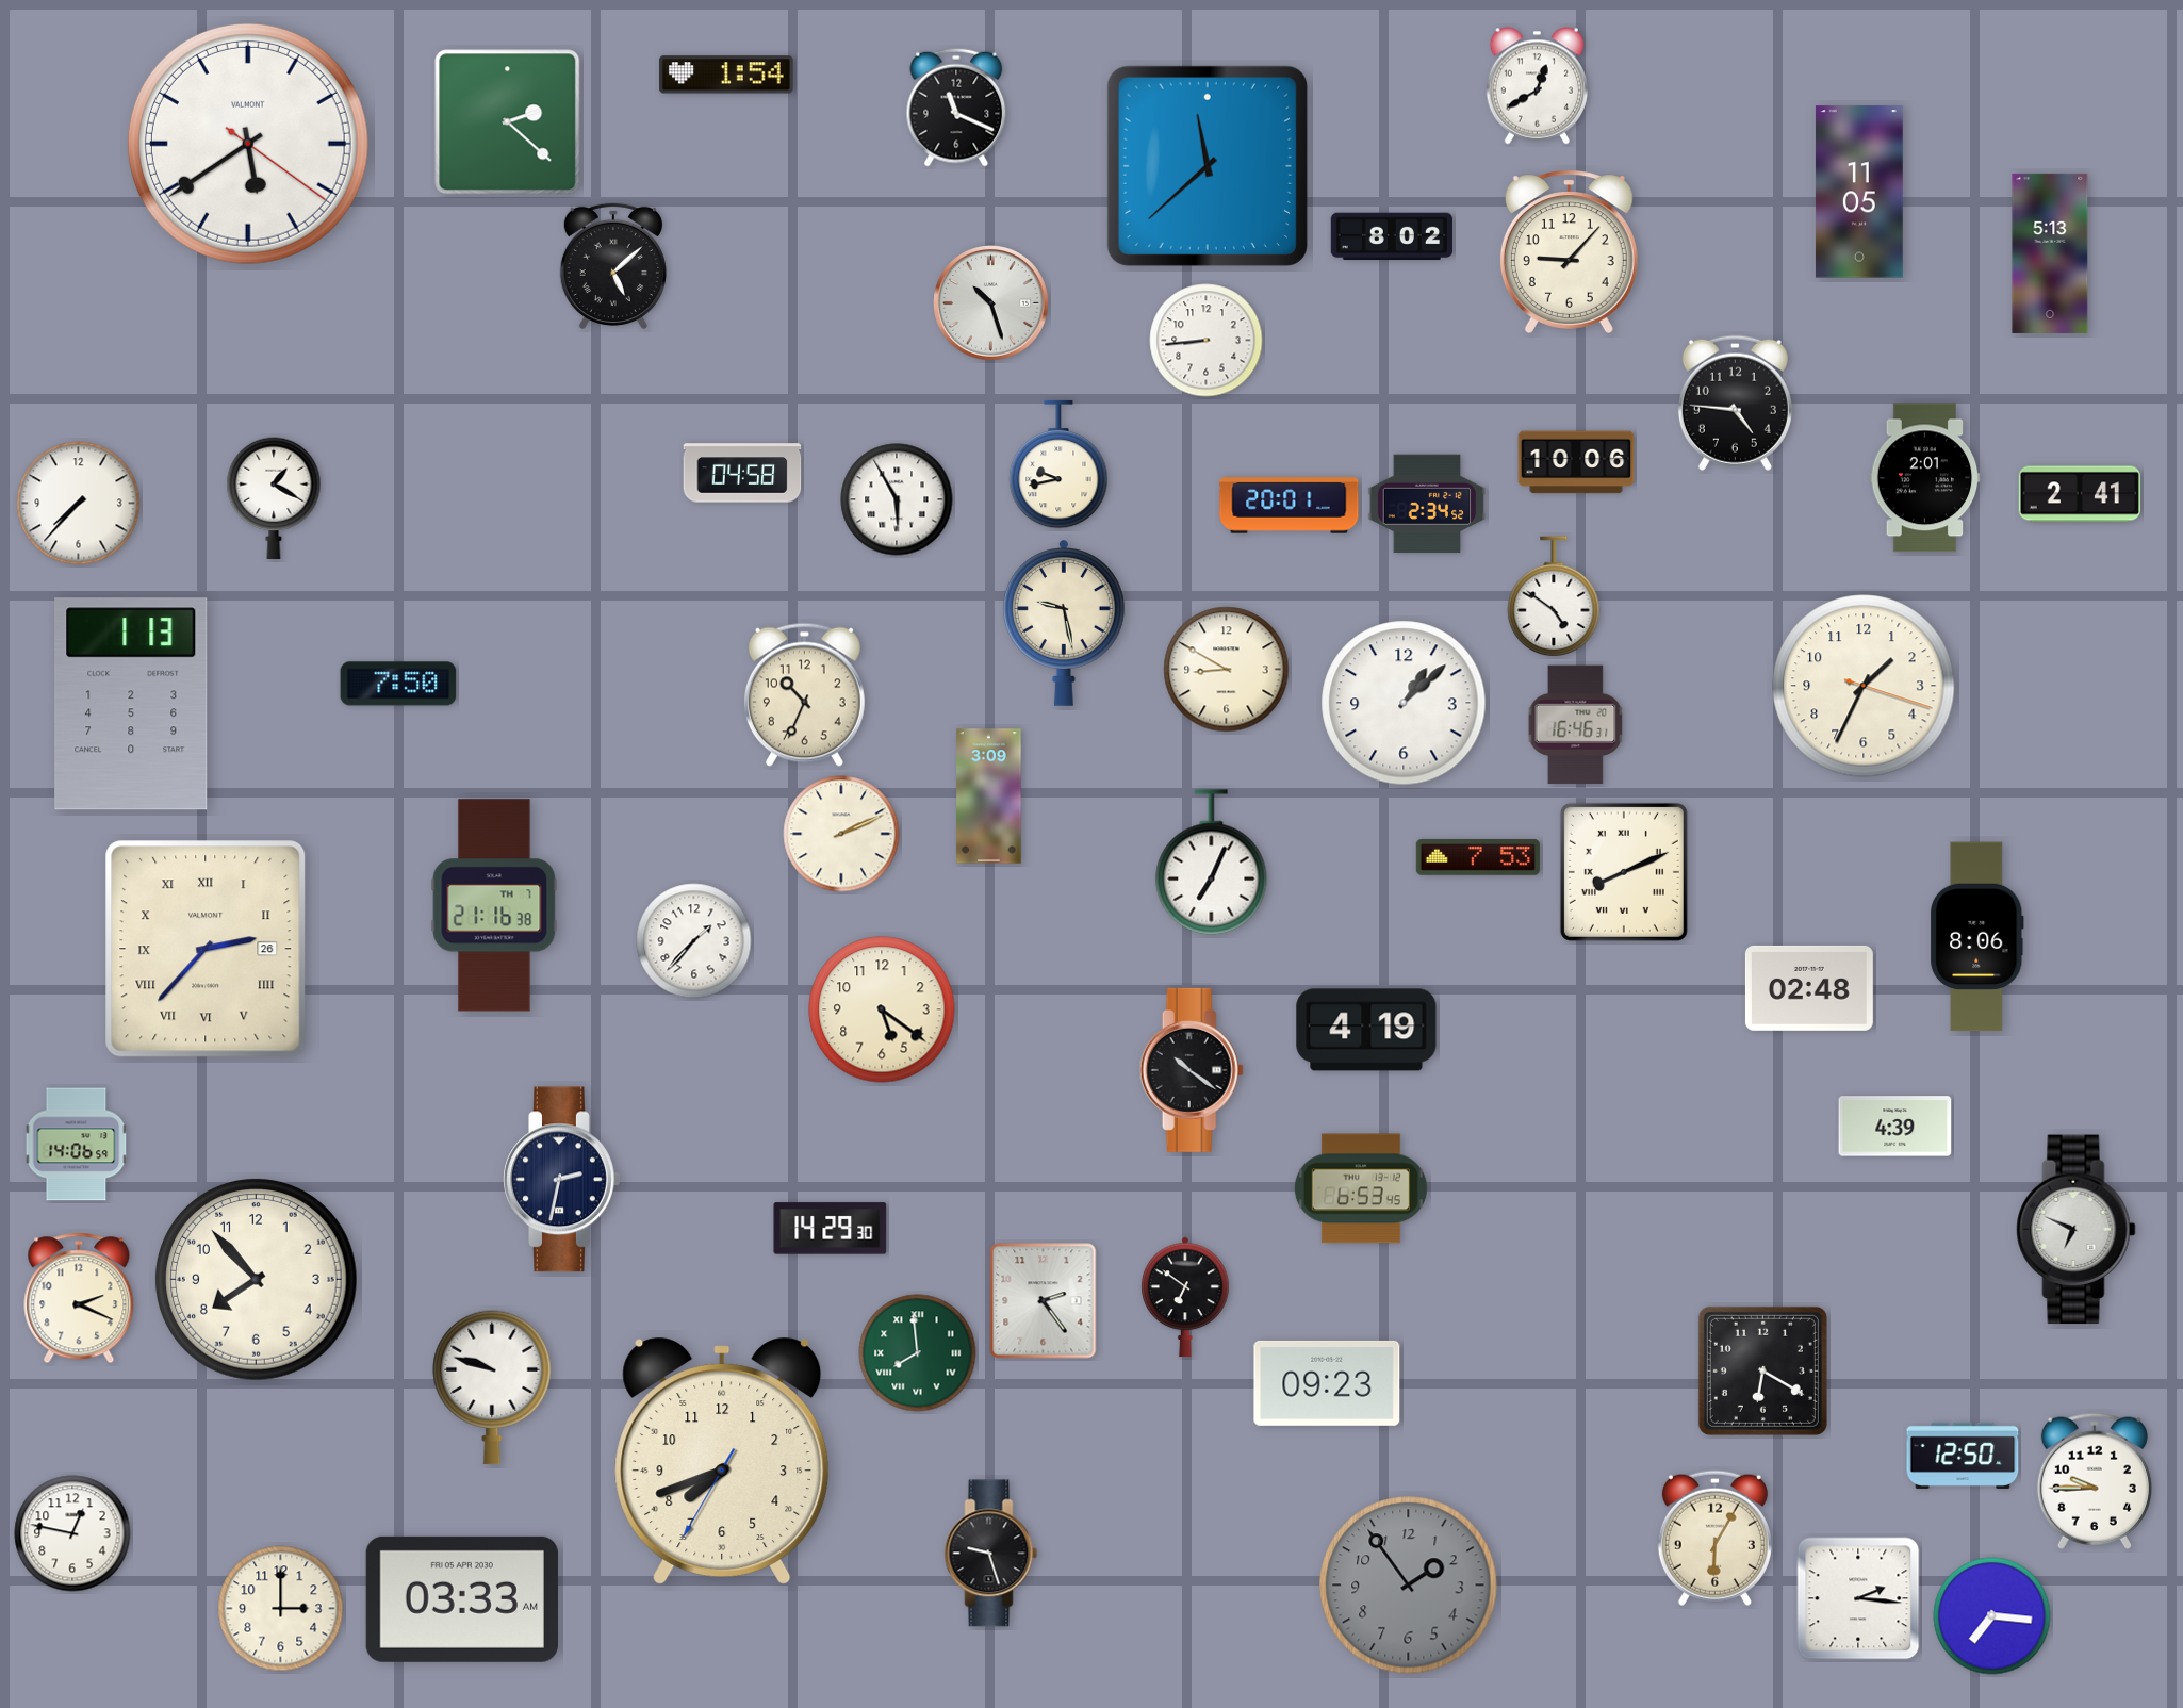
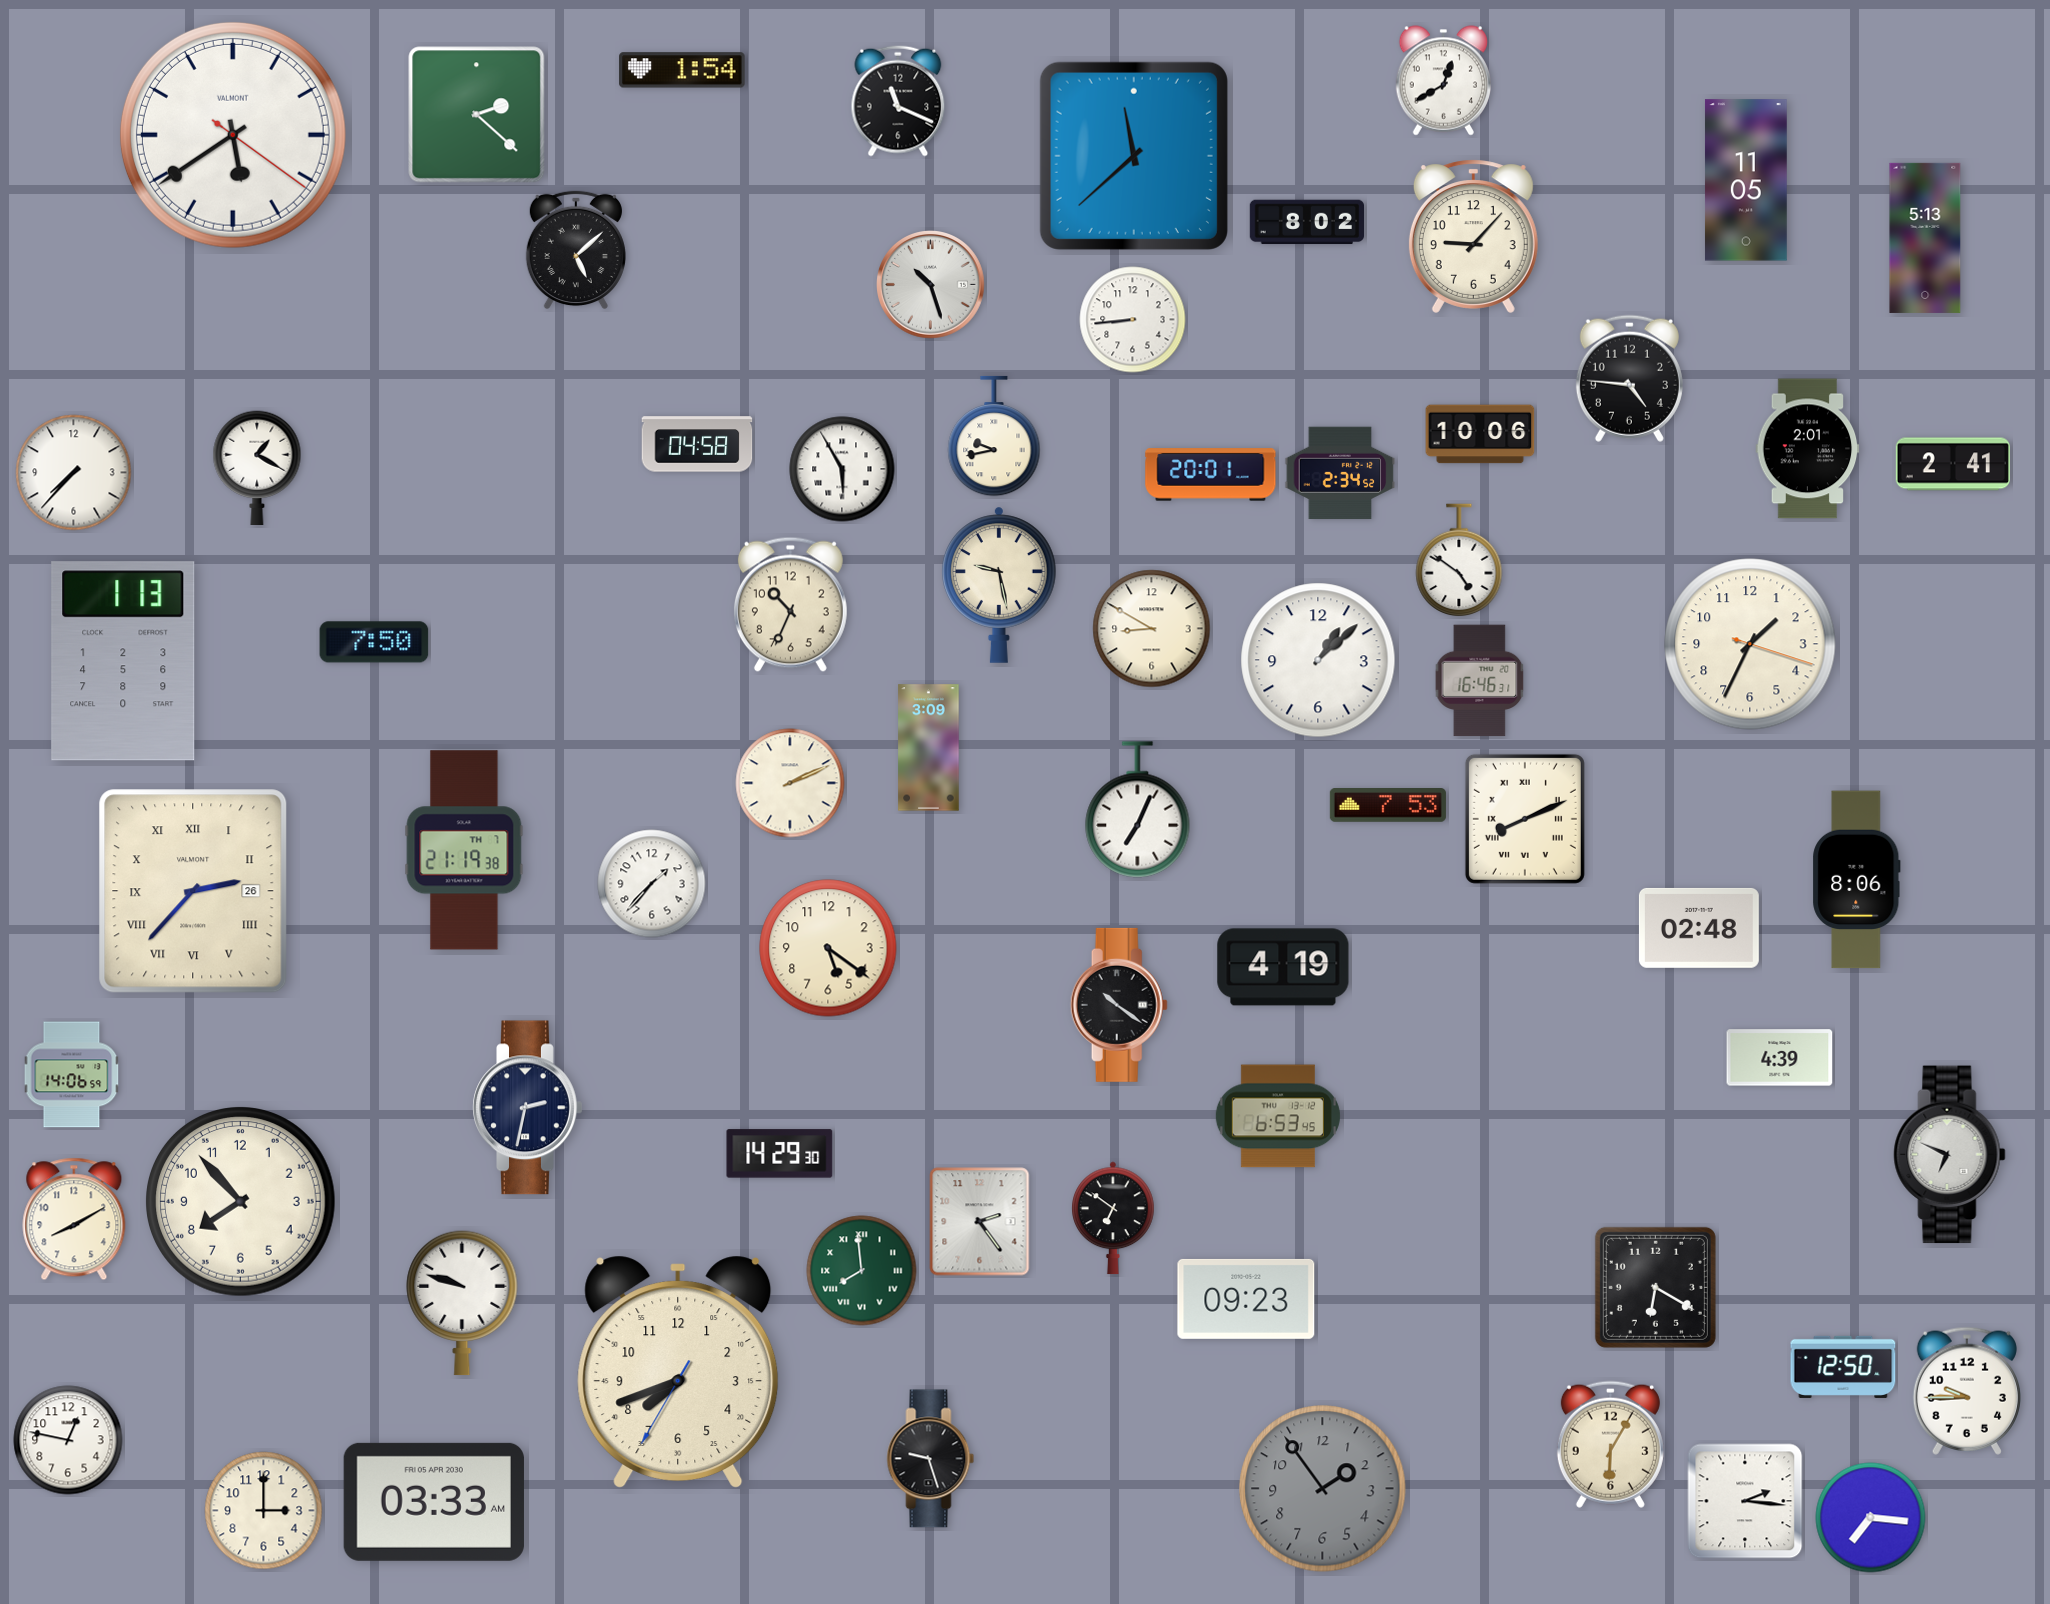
clock at (804, 694) position: (804, 694) -> (790, 604)
clock at (494, 905): 21:16 -> 21:19
clock at (79, 1298): 2:19 -> 8:10
